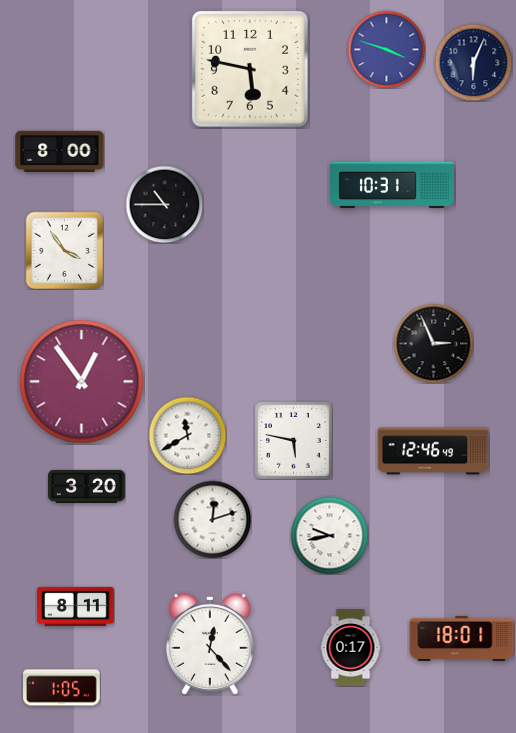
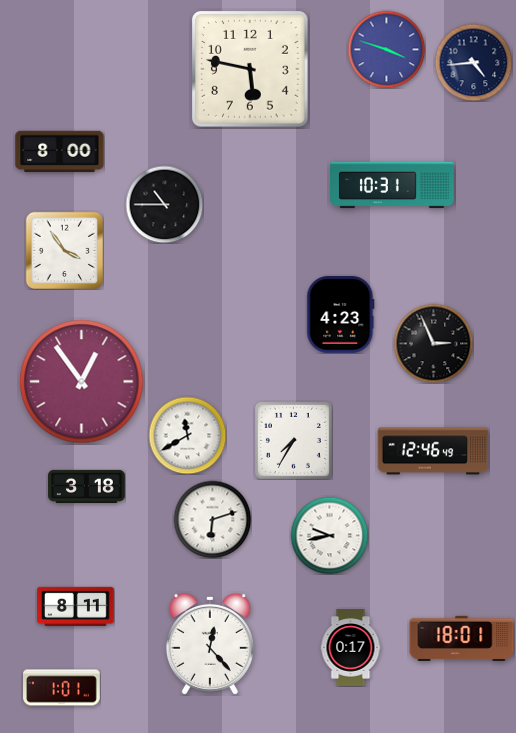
clock at (473, 62): 6:04 -> 4:44
clock at (341, 315): none -> 4:23
clock at (293, 440): 5:47 -> 7:35
clock at (87, 486): 3:20 -> 3:18
clock at (212, 519): 12:12 -> 6:12
clock at (62, 688): 1:05 -> 1:01
